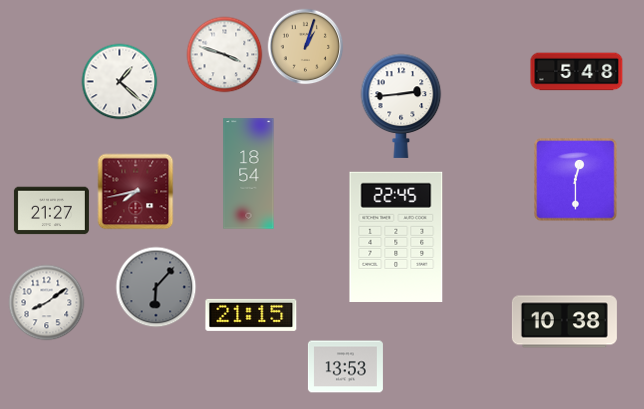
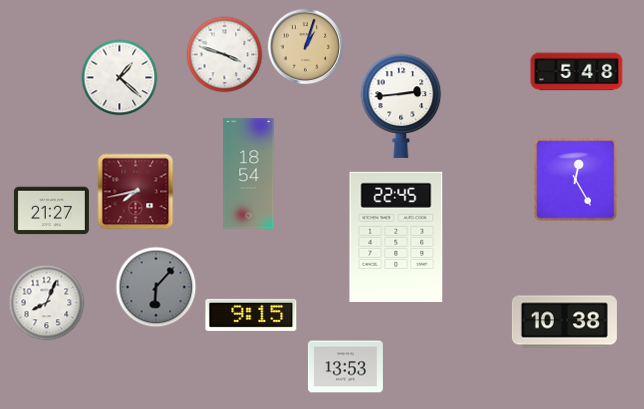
clock at (120, 82) position: (120, 82) -> (120, 78)
clock at (576, 180): 12:30 -> 12:25
clock at (47, 303): 8:09 -> 8:04
clock at (251, 315): 21:15 -> 9:15
